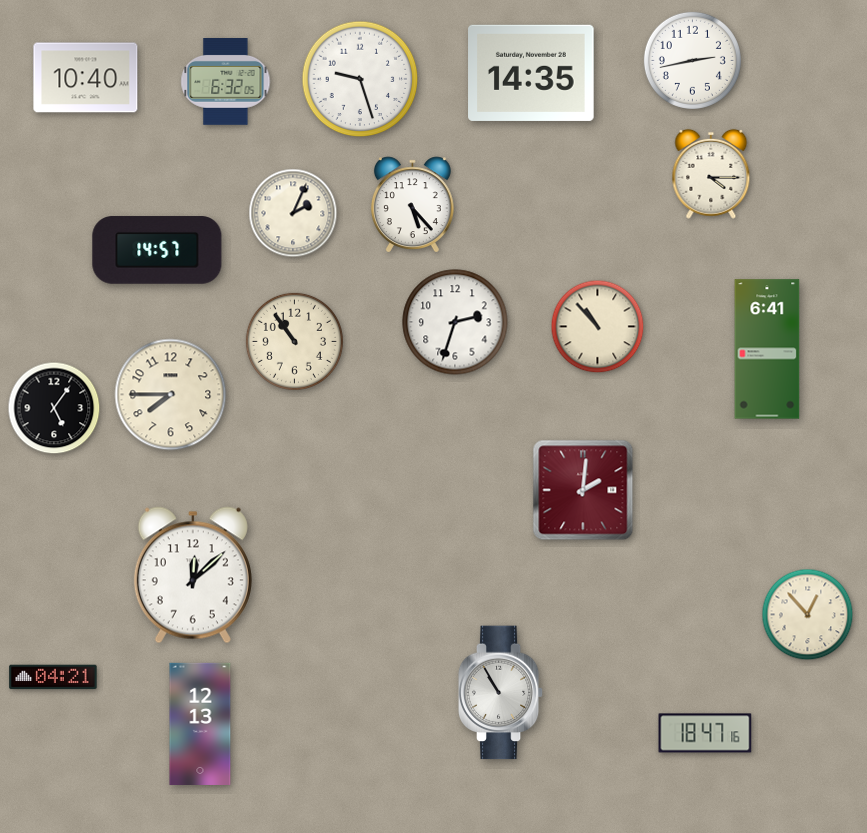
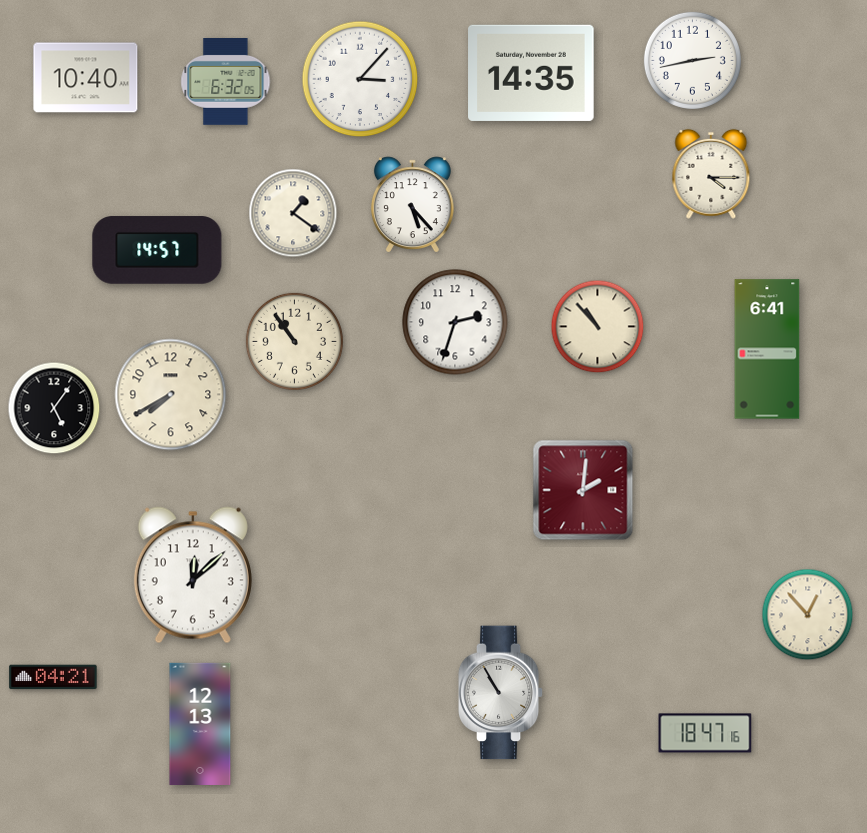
clock at (360, 79): 9:27 -> 3:07
clock at (293, 213): 2:04 -> 1:21
clock at (171, 395): 7:45 -> 7:40
